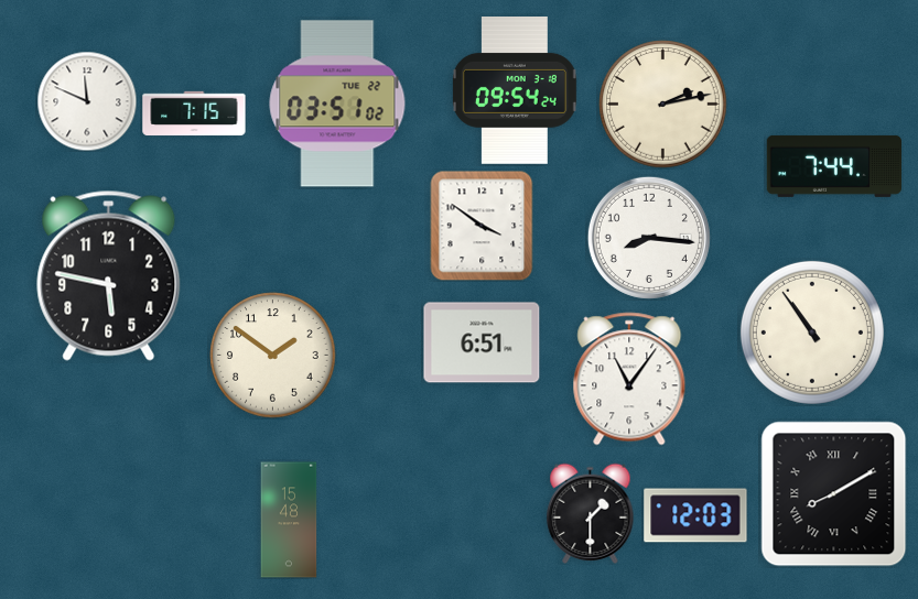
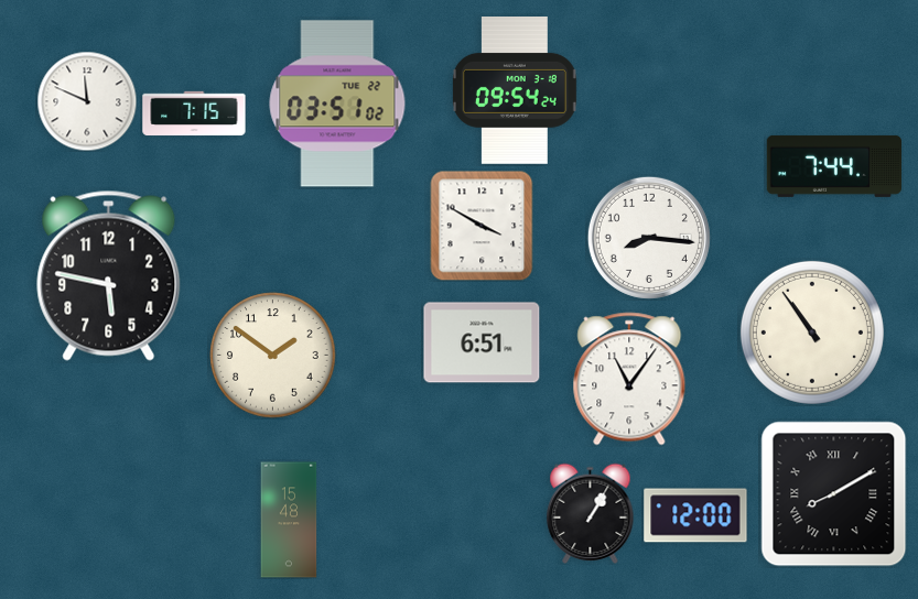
clock at (663, 105): 2:13 -> none
clock at (482, 226): 3:51 -> 3:50
clock at (591, 513): 1:30 -> 1:05
clock at (695, 515): 12:03 -> 12:00
